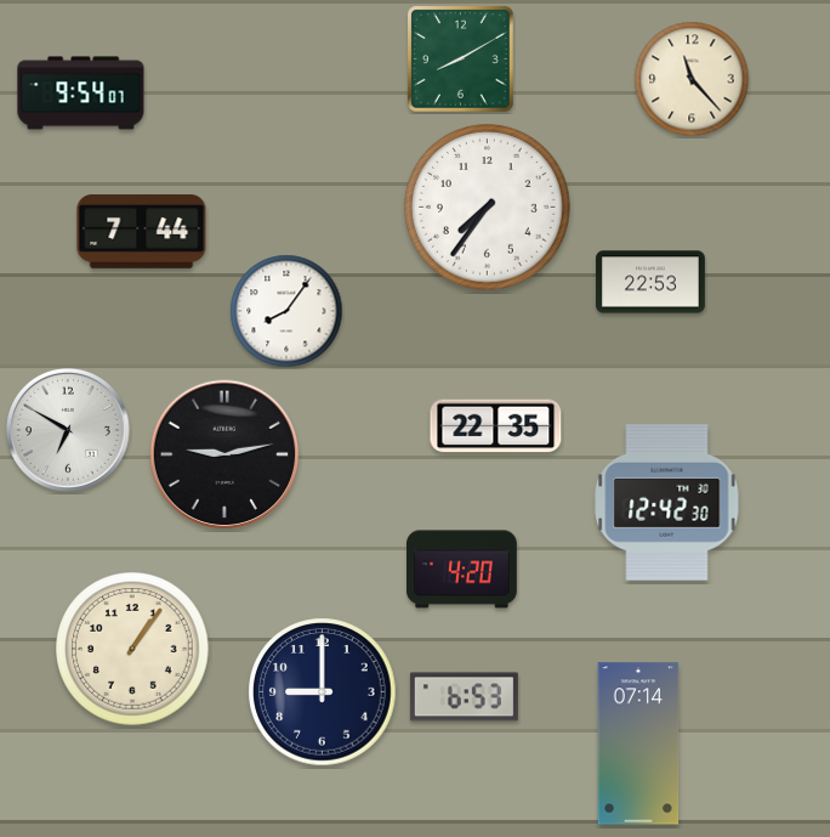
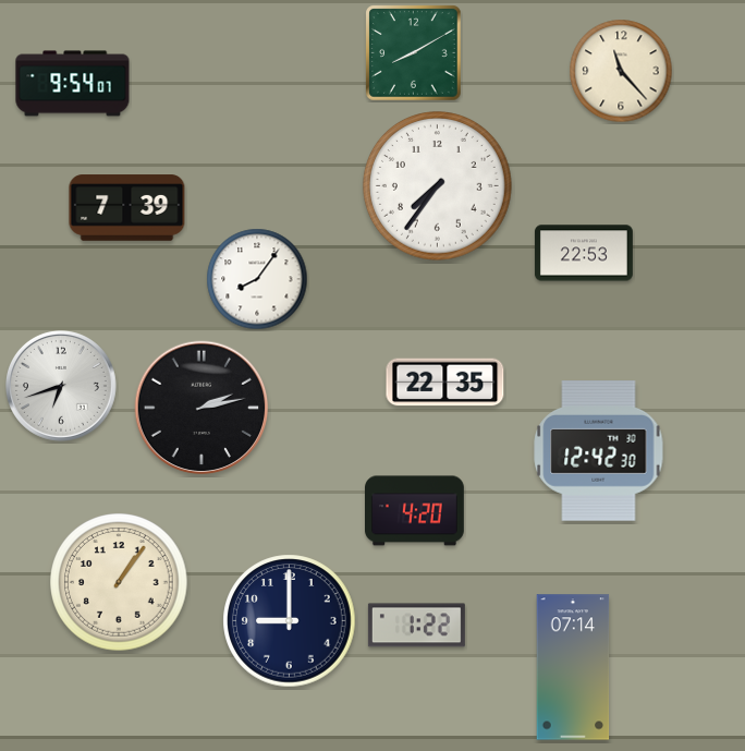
clock at (142, 232): 7:44 -> 7:39
clock at (69, 431): 6:50 -> 6:42
clock at (224, 454): 9:13 -> 2:13
clock at (464, 697): 6:53 -> 1:22
